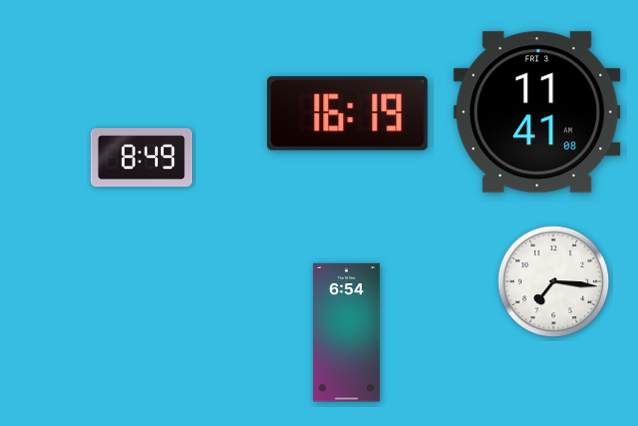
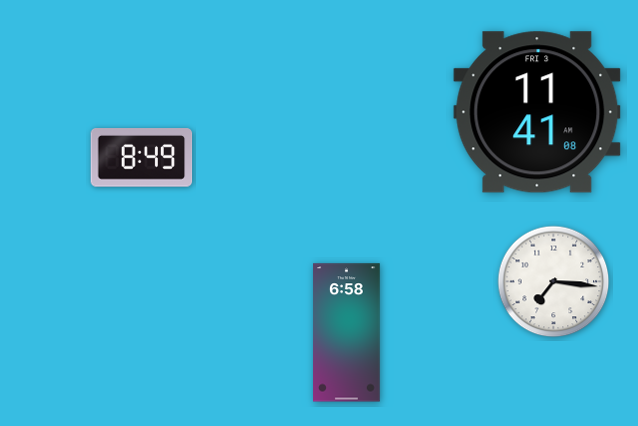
clock at (348, 114): 16:19 -> none
clock at (347, 333): 6:54 -> 6:58
